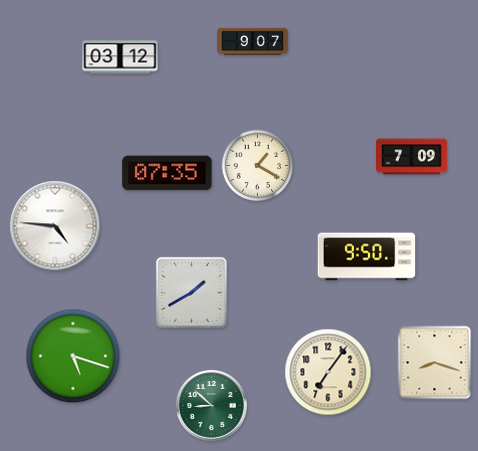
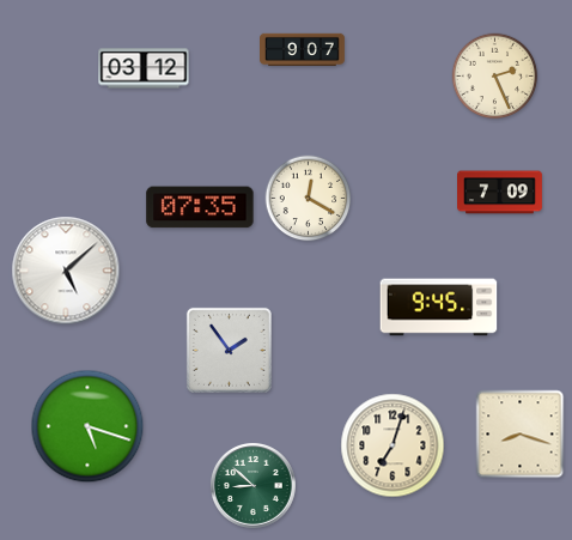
clock at (495, 77): none -> 2:26
clock at (412, 157) position: (412, 157) -> (500, 193)
clock at (258, 166): 1:20 -> 12:20
clock at (55, 226): 4:46 -> 5:08
clock at (367, 257): 9:50 -> 9:45
clock at (191, 292): 1:40 -> 1:54
clock at (328, 372): 7:06 -> 7:03
